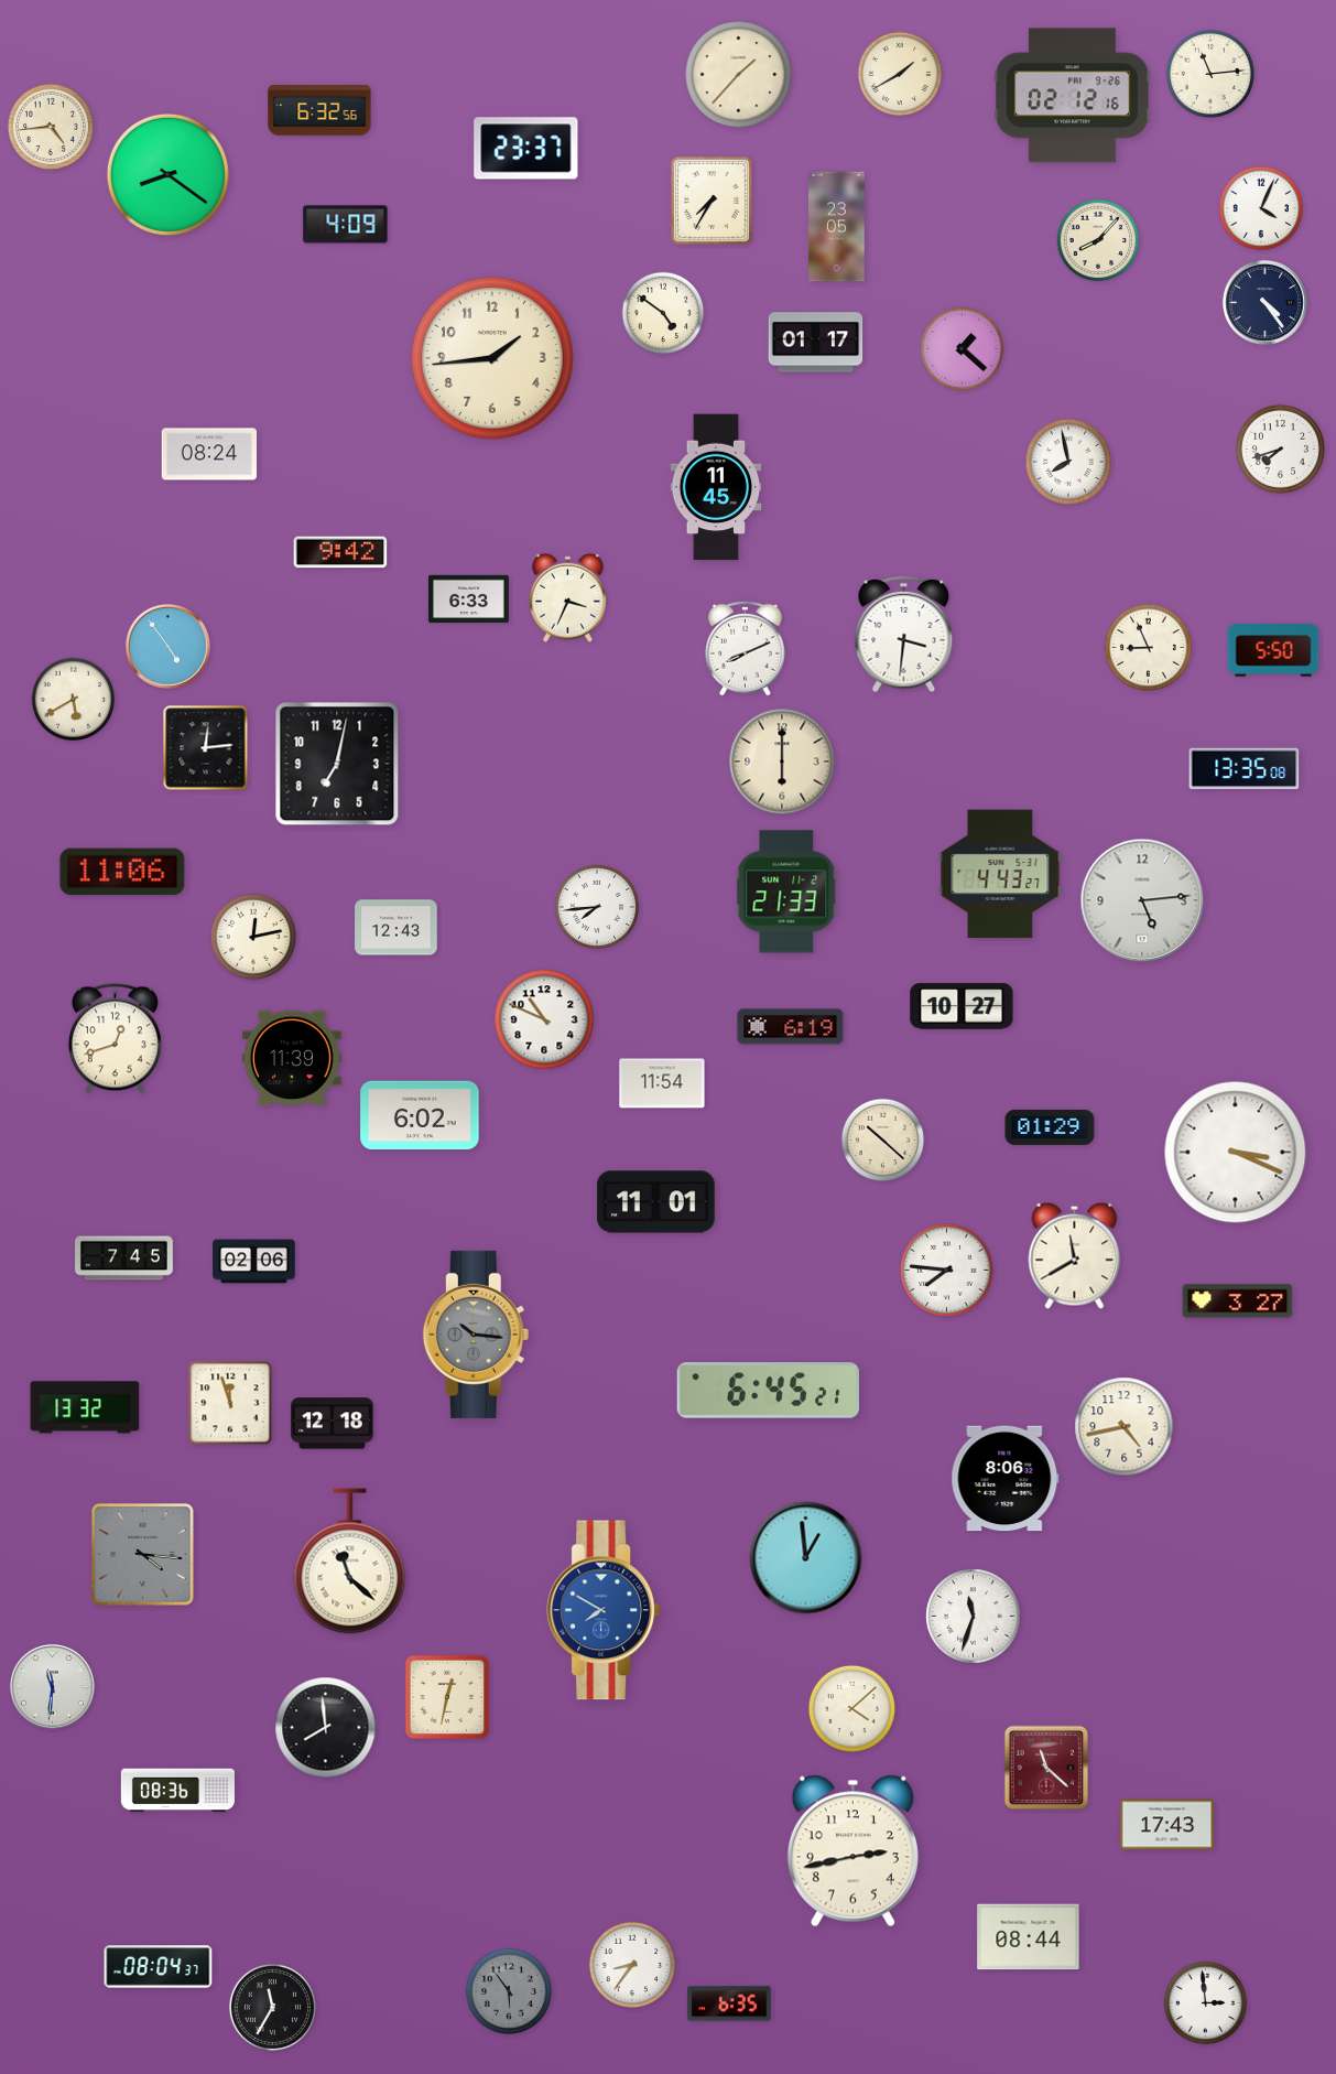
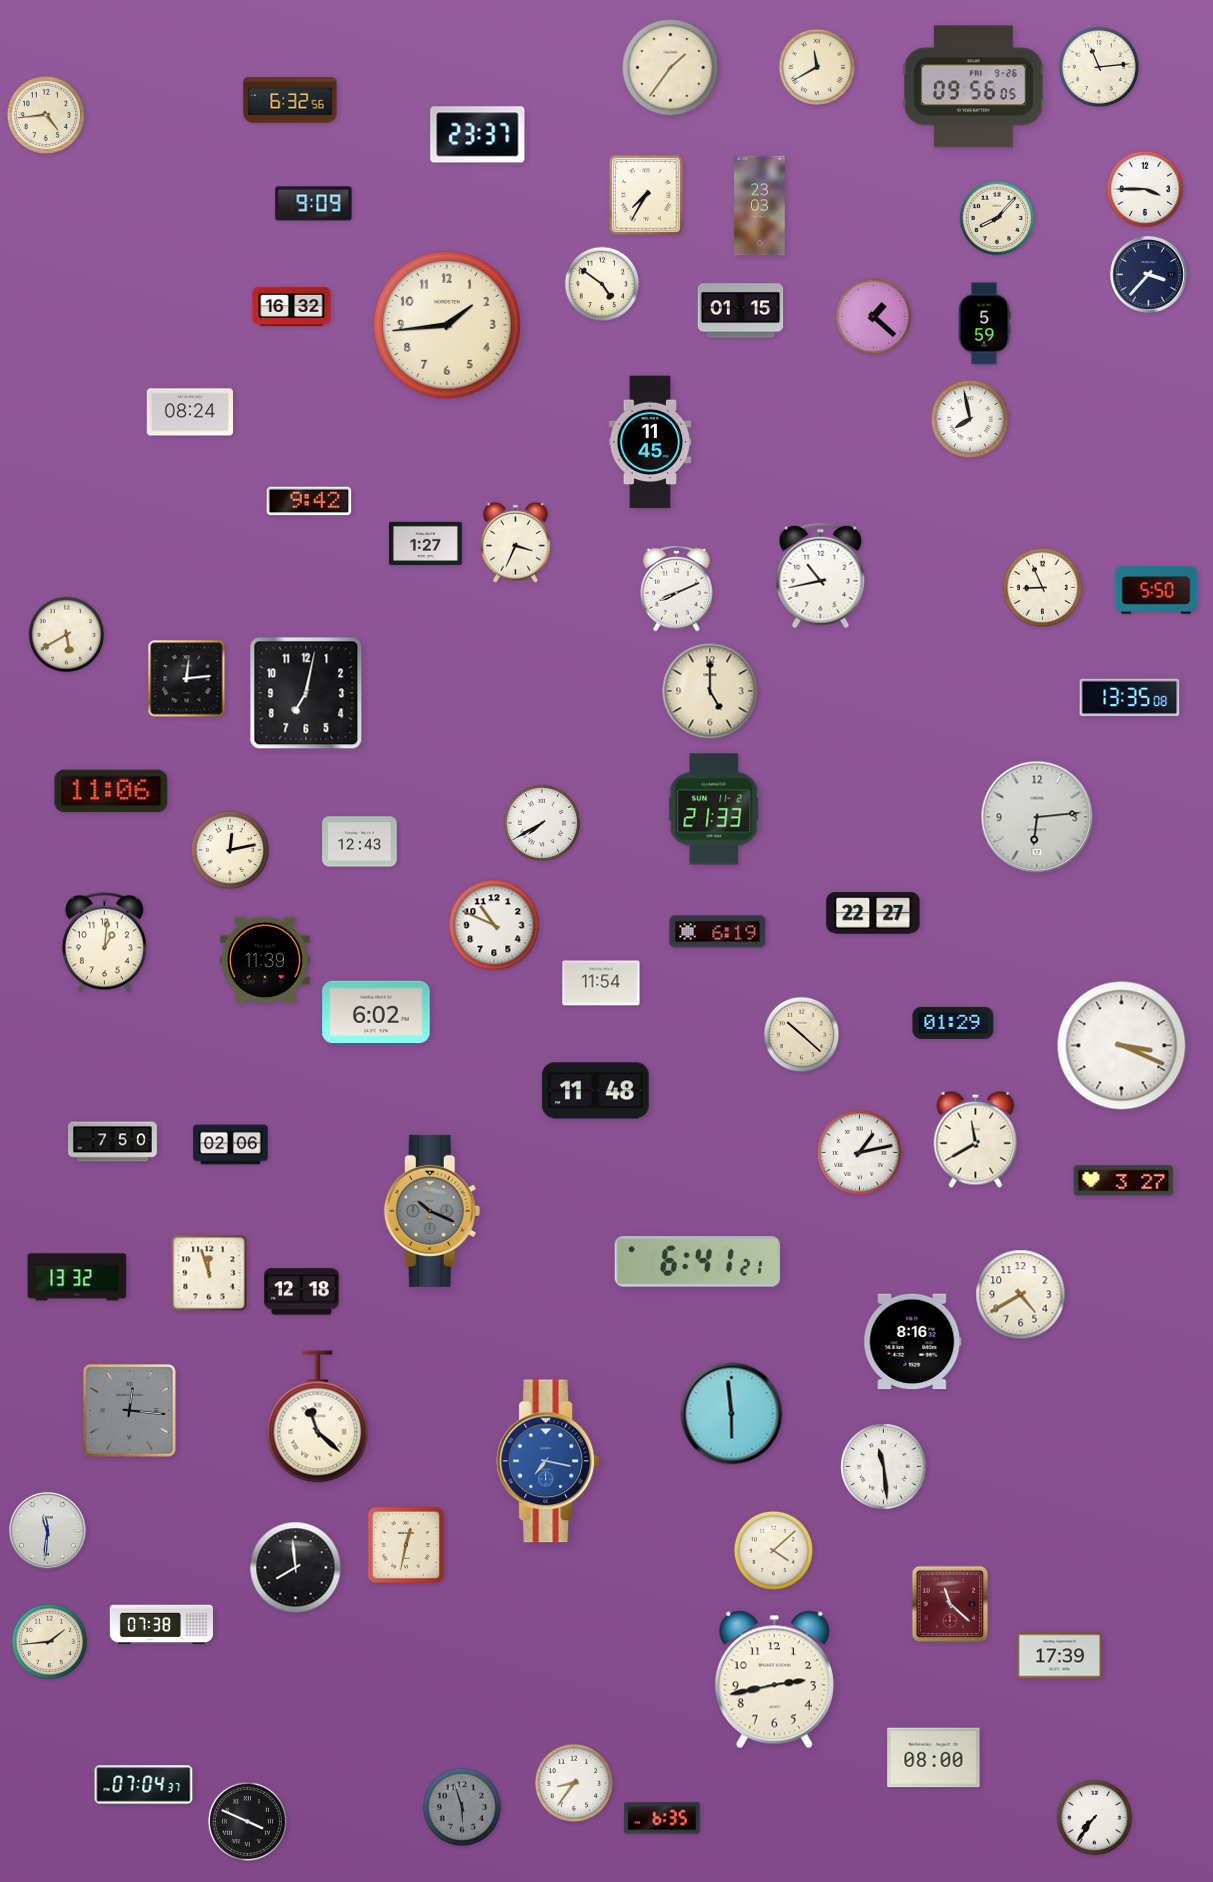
clock at (900, 74): 1:40 -> 11:40
clock at (739, 75): 1:37 -> 1:36
clock at (1072, 96): 02:12 -> 09:56
clock at (167, 174): 8:21 -> none
clock at (712, 201) position: (712, 201) -> (646, 195)
clock at (1261, 208): 4:04 -> 3:45
clock at (346, 225): 4:09 -> 9:09
clock at (837, 227): 23:05 -> 23:03
clock at (1264, 302): 4:24 -> 3:37
clock at (292, 306): none -> 16:32
clock at (816, 343): 01:17 -> 01:15
clock at (984, 324): none -> 5:59
clock at (1280, 449): 7:42 -> none
clock at (468, 598): 6:33 -> 1:27
clock at (904, 635): 3:31 -> 10:43
clock at (167, 646): 4:54 -> none
clock at (782, 761): 6:00 -> 5:00
clock at (1000, 874): 4:43 -> none
clock at (1142, 900): 5:14 -> 6:14
clock at (597, 907): 7:44 -> 7:40
clock at (962, 1006): 10:27 -> 22:27
clock at (115, 1039): 12:42 -> 1:01
clock at (420, 1115) position: (420, 1115) -> (376, 1012)
clock at (656, 1202): 11:01 -> 11:48
clock at (124, 1259): 7:45 -> 7:50
clock at (947, 1271): 7:46 -> 1:13
clock at (476, 1335): 10:16 -> 10:19
clock at (768, 1391): 6:45 -> 6:41
clock at (1125, 1427): 4:43 -> 4:40
clock at (1006, 1479): 8:06 -> 8:16
clock at (143, 1555): 4:16 -> 12:16
clock at (806, 1558): 12:59 -> 5:59
clock at (602, 1610): 7:50 -> 7:17
clock at (974, 1617): 11:33 -> 11:29
clock at (447, 1696) position: (447, 1696) -> (406, 1544)
clock at (177, 1791): 08:36 -> 07:38
clock at (50, 1642): none -> 1:44
clock at (1167, 1825): 17:43 -> 17:39
clock at (1029, 1937): 08:44 -> 08:00
clock at (159, 1967): 08:04 -> 07:04
clock at (508, 1990): 5:54 -> 5:57
clock at (1206, 2003): 2:59 -> 7:36
clock at (272, 2007): 11:35 -> 3:49
